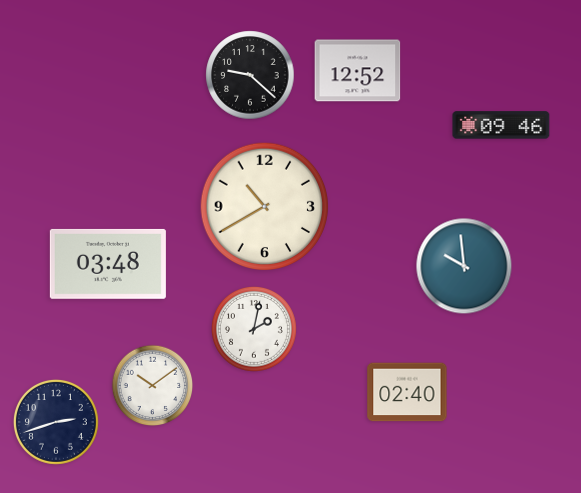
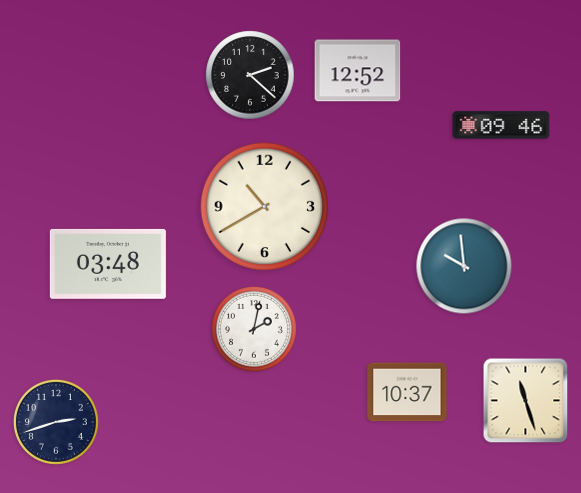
clock at (250, 75): 9:22 -> 2:22
clock at (153, 386): 10:09 -> none
clock at (407, 392): 02:40 -> 10:37
clock at (526, 401): none -> 11:27
